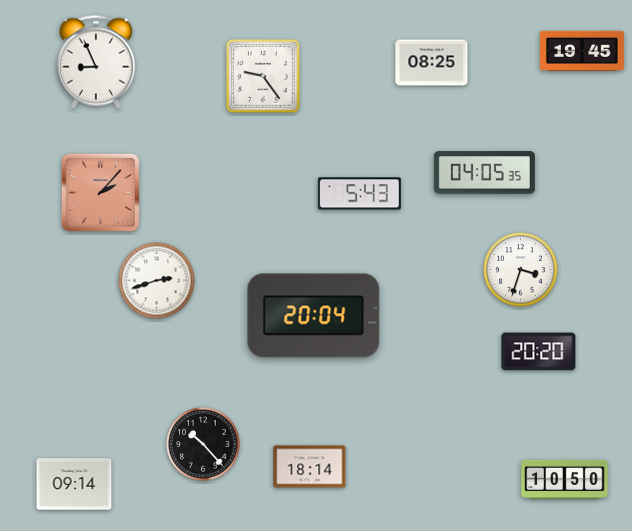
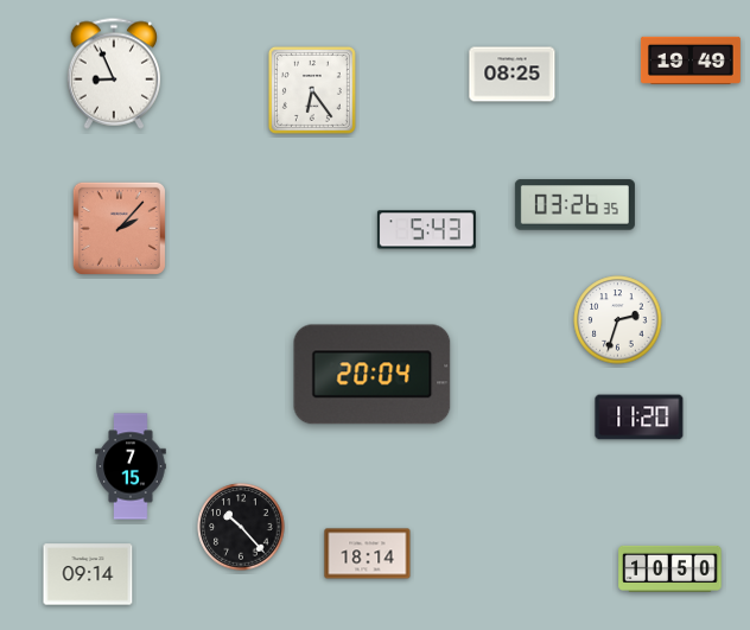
clock at (582, 51): 19:45 -> 19:49
clock at (263, 76): 9:24 -> 6:24
clock at (484, 173): 04:05 -> 03:26
clock at (521, 270): 3:33 -> 2:33
clock at (157, 281): 2:42 -> none
clock at (539, 352): 20:20 -> 11:20
clock at (131, 466): none -> 7:15
